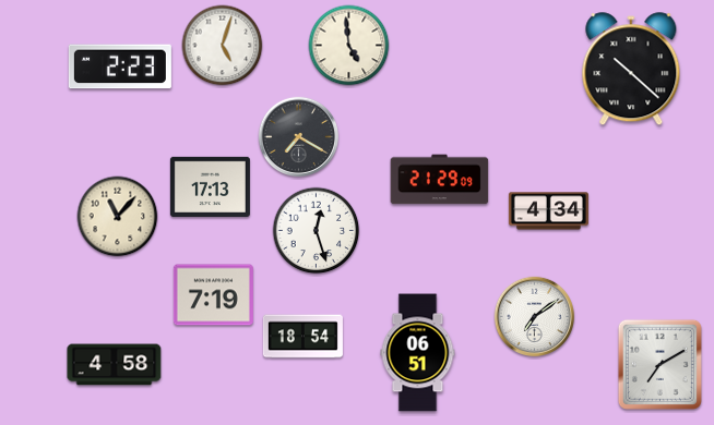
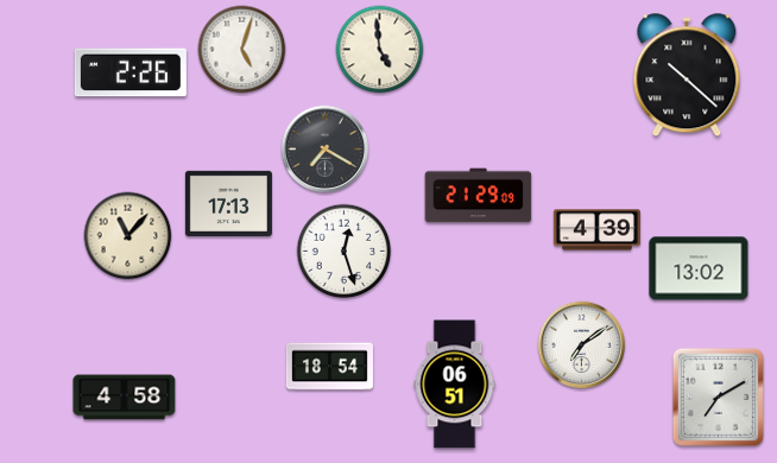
clock at (120, 66): 2:23 -> 2:26
clock at (548, 211): 4:34 -> 4:39
clock at (699, 268): none -> 13:02
clock at (213, 295): 7:19 -> none
